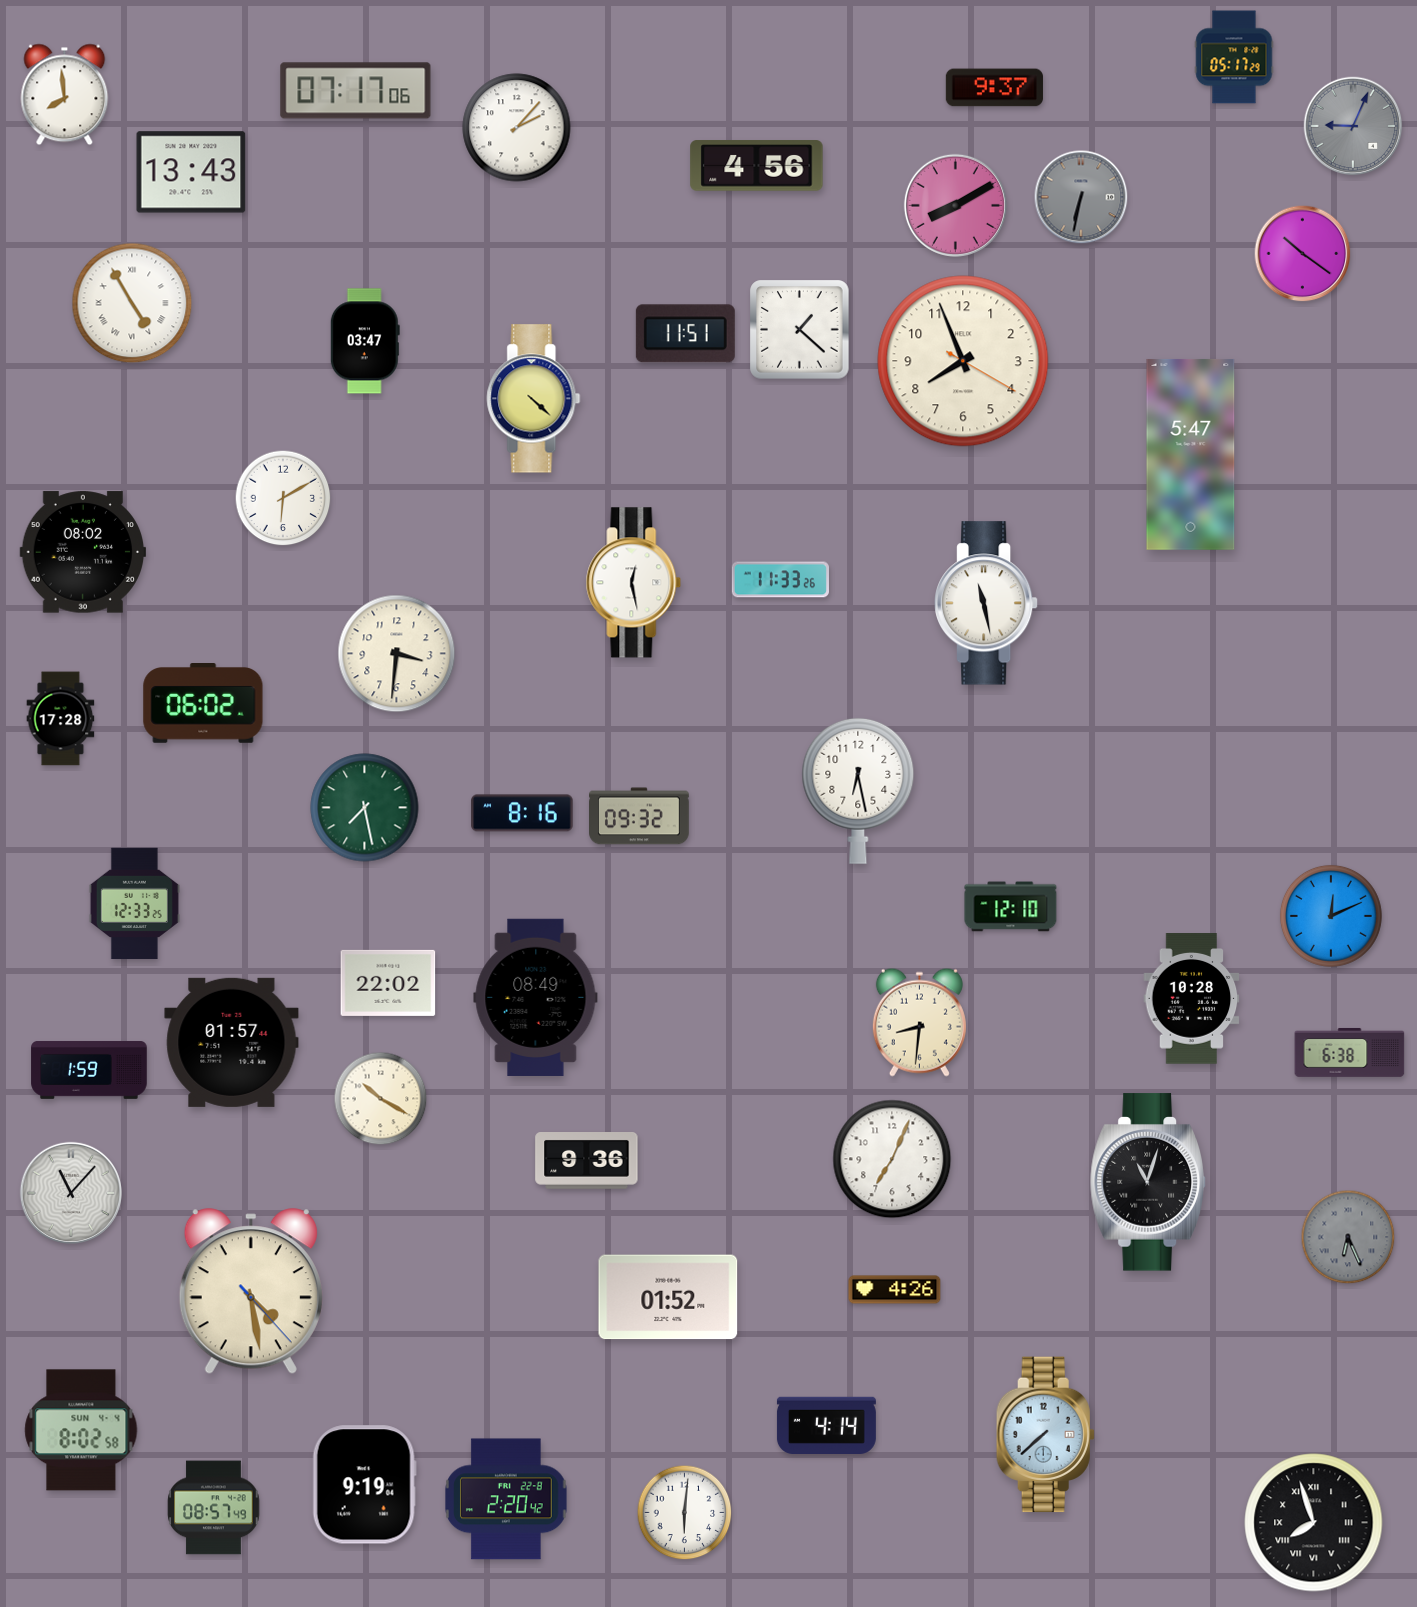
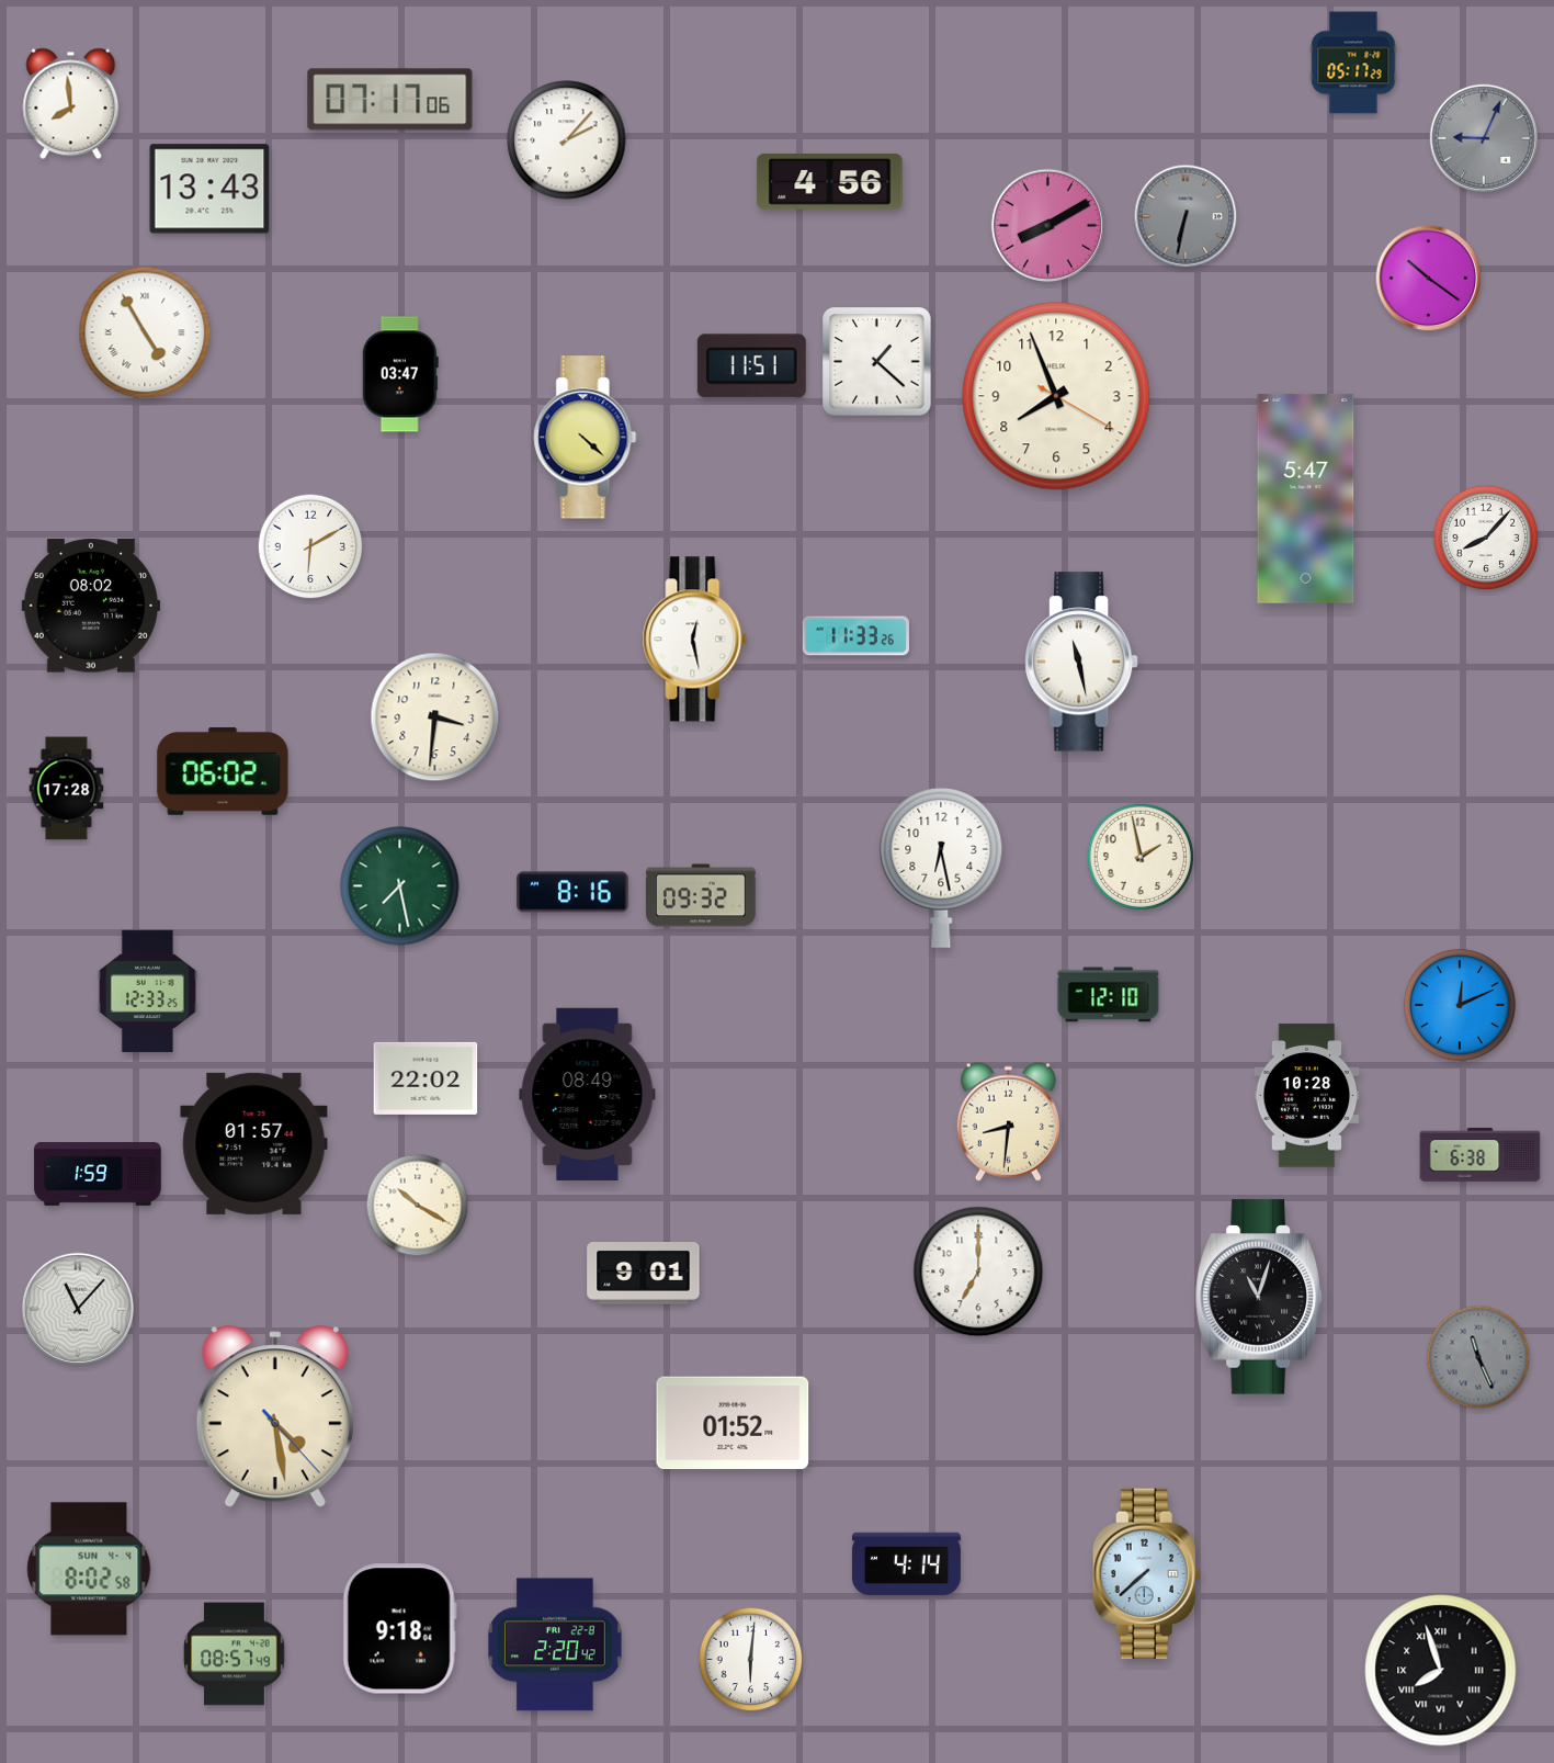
clock at (994, 88): 9:37 -> none
clock at (1486, 538): none -> 8:07
clock at (1141, 857): none -> 1:58
clock at (892, 1159): 7:04 -> 7:00
clock at (587, 1161): 9:36 -> 9:01
clock at (1348, 1237): 6:26 -> 11:26
clock at (895, 1290): 4:26 -> none
clock at (364, 1485): 9:19 -> 9:18
